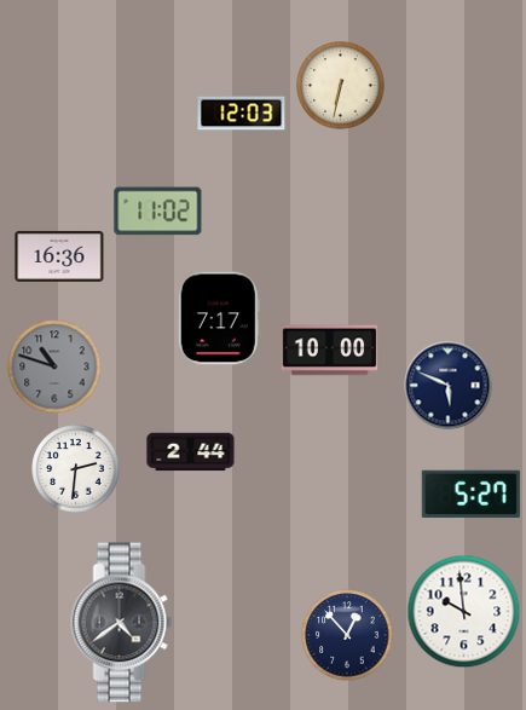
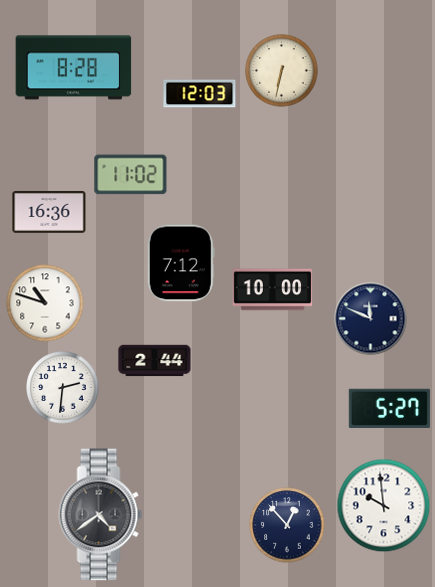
clock at (74, 68): none -> 8:28
clock at (219, 318): 7:17 -> 7:12
clock at (54, 366) dial: grey -> white
clock at (449, 386): 5:49 -> 11:49
clock at (191, 452) position: (191, 452) -> (155, 361)
